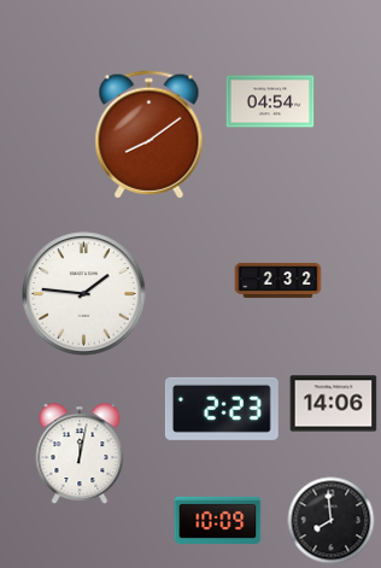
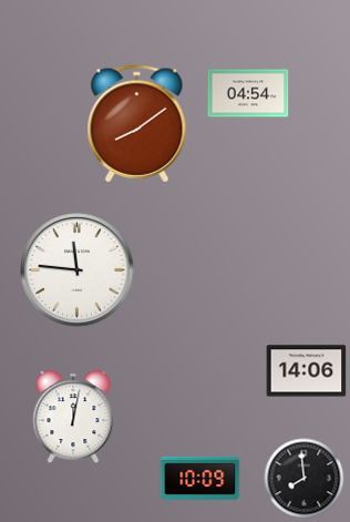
clock at (279, 280): 2:32 -> none
clock at (84, 294): 1:46 -> 11:46
clock at (222, 409): 2:23 -> none
